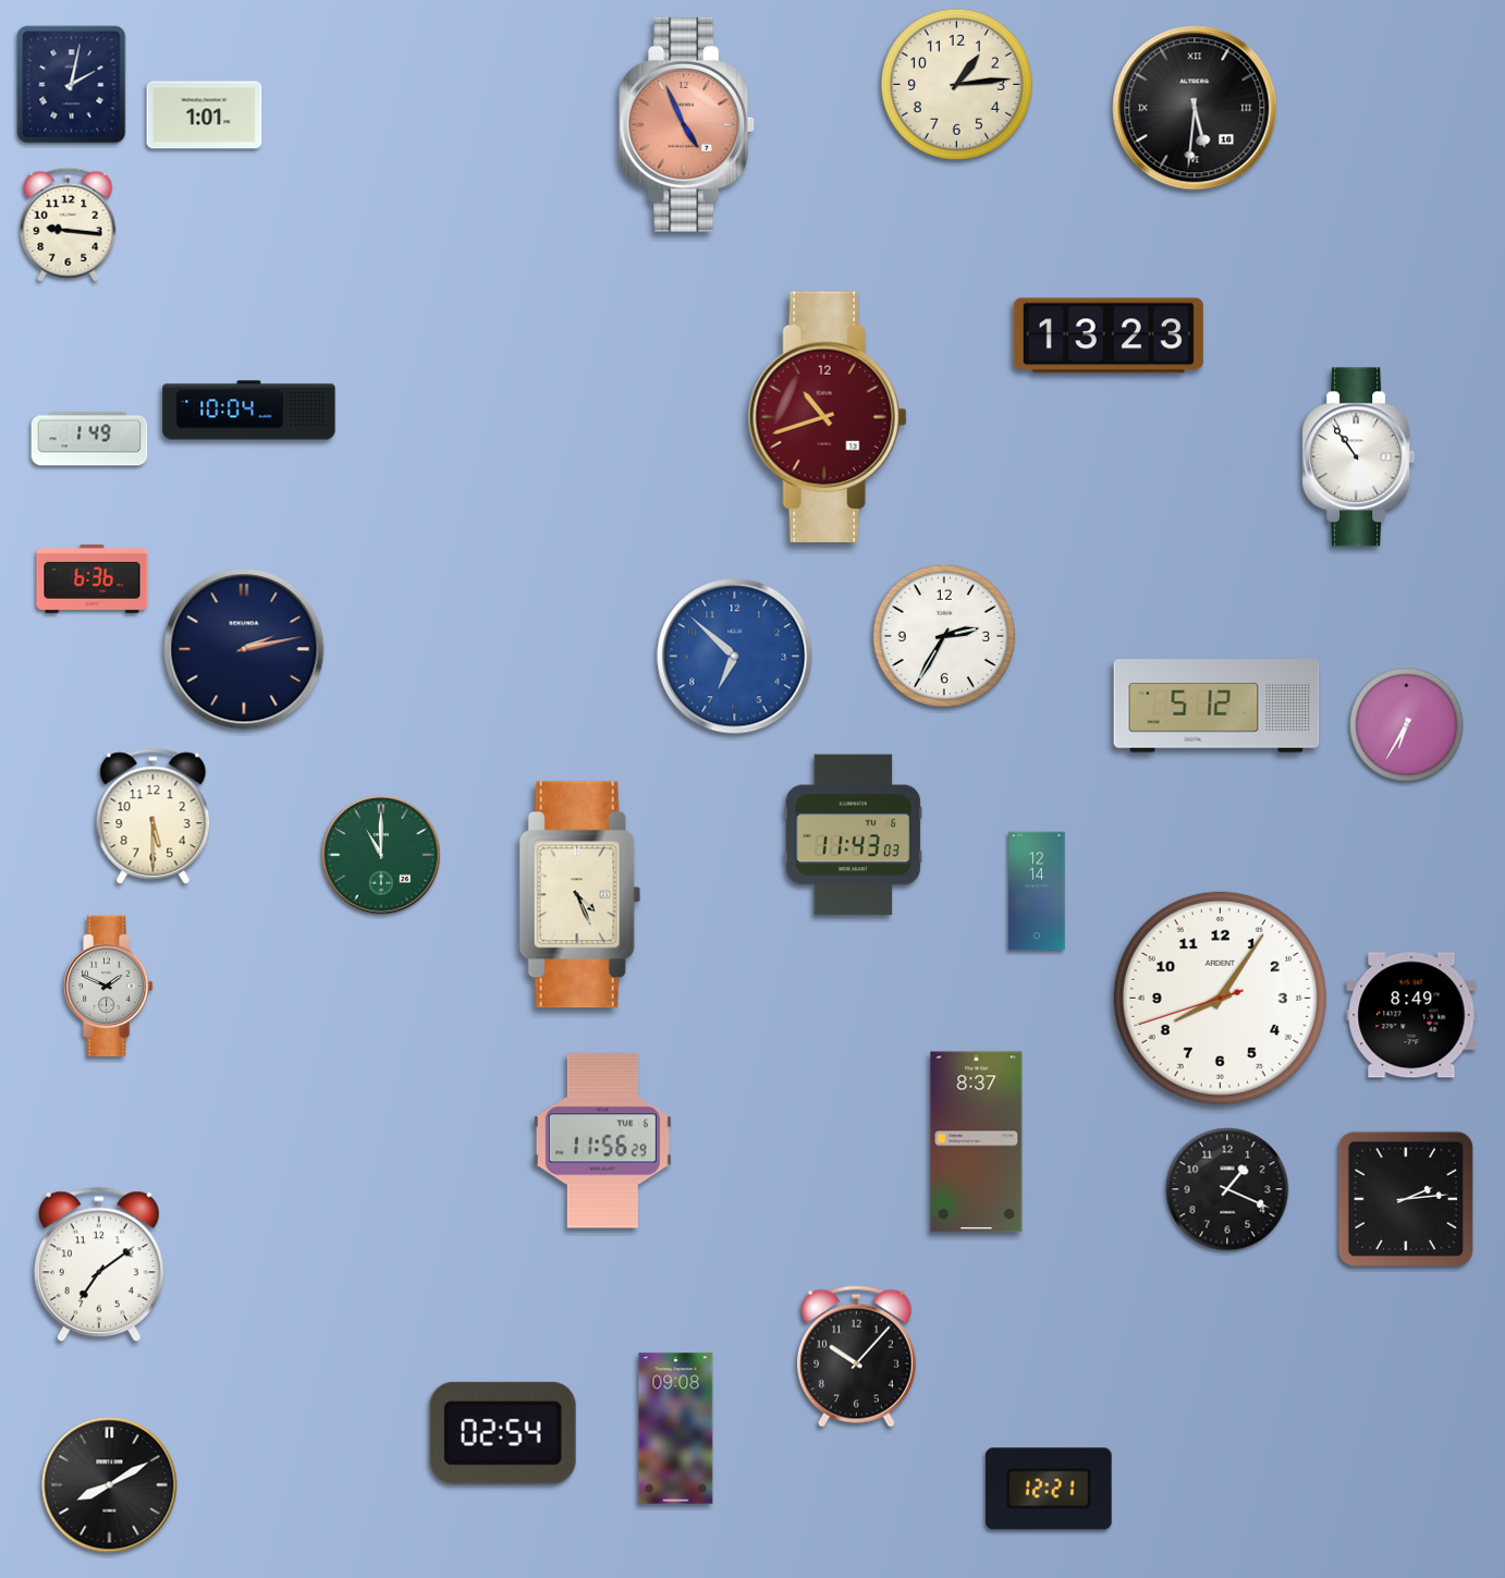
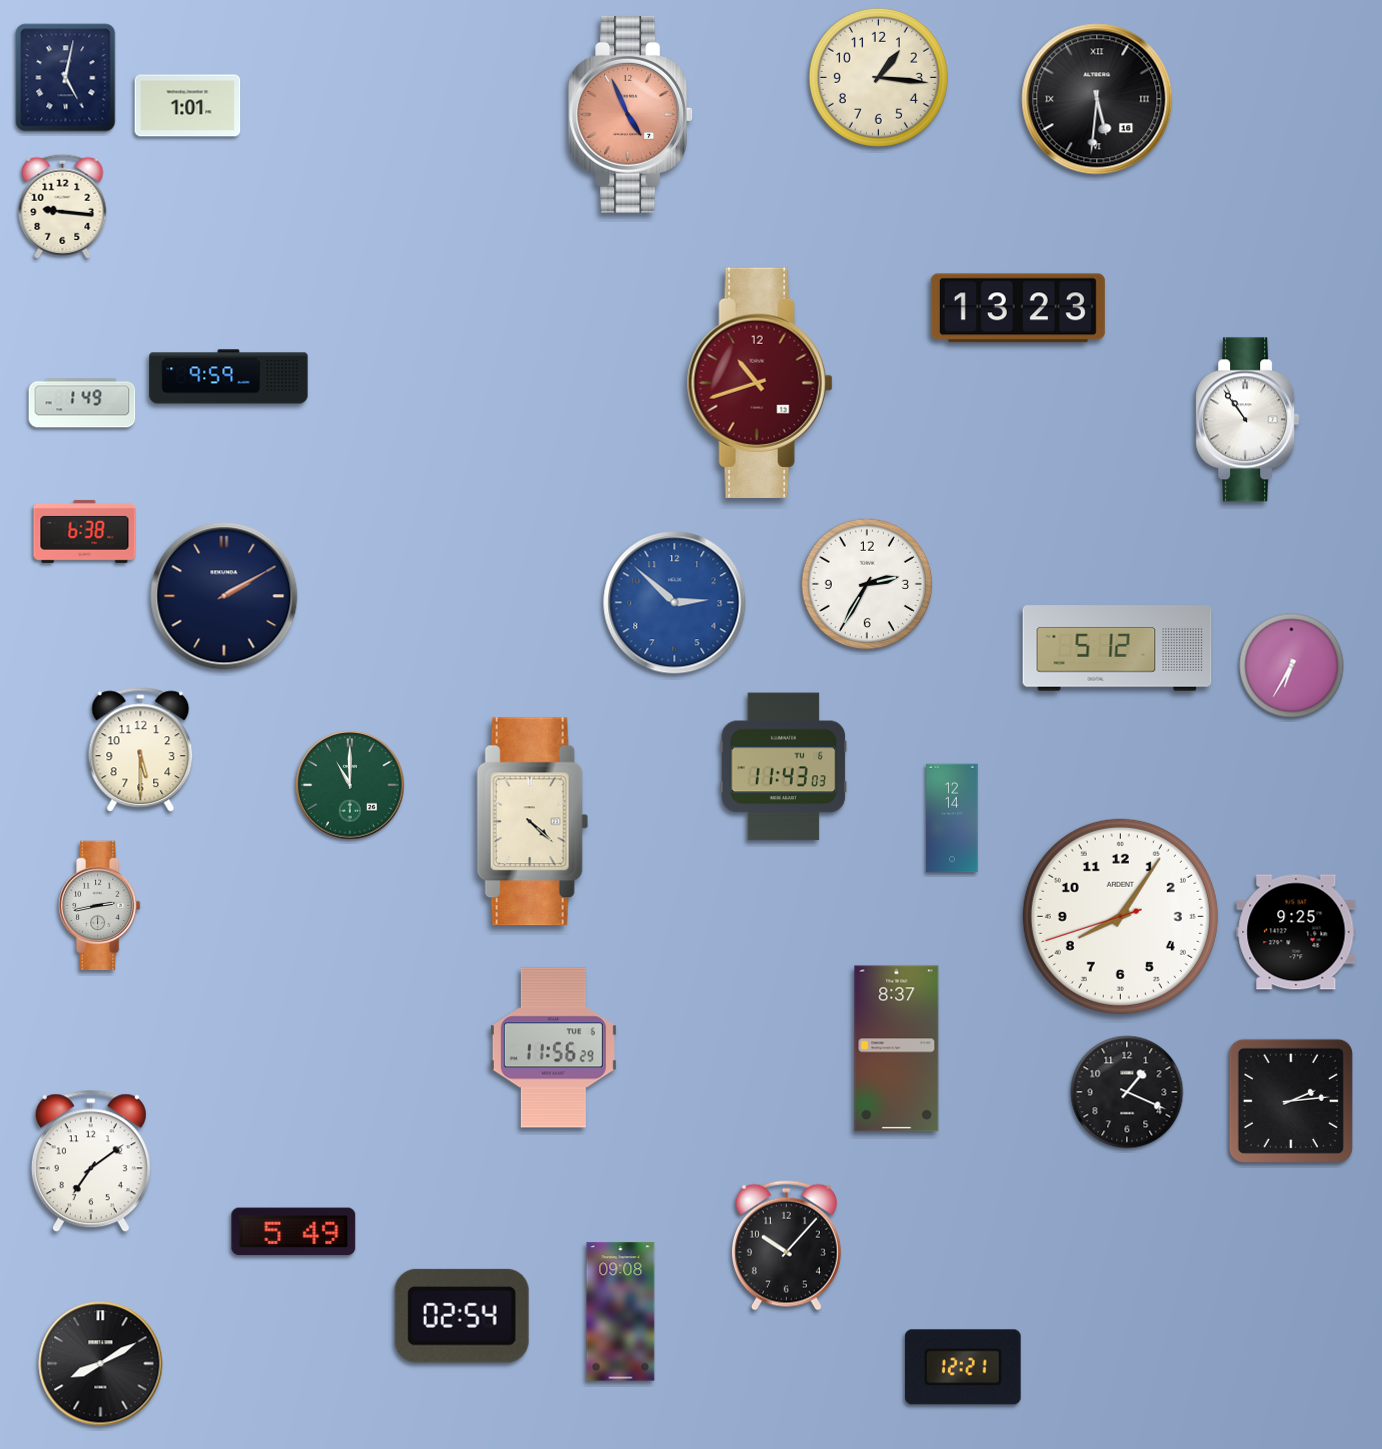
clock at (956, 84): 1:14 -> 1:16
clock at (72, 85): 2:02 -> 5:02
clock at (249, 411): 10:04 -> 9:59
clock at (93, 578): 6:36 -> 6:38
clock at (244, 649): 2:13 -> 2:10
clock at (735, 657): 6:52 -> 2:52
clock at (580, 895): 4:26 -> 4:22
clock at (109, 987): 1:49 -> 2:43
clock at (1411, 1015): 8:49 -> 9:25
clock at (294, 1232): none -> 5:49
